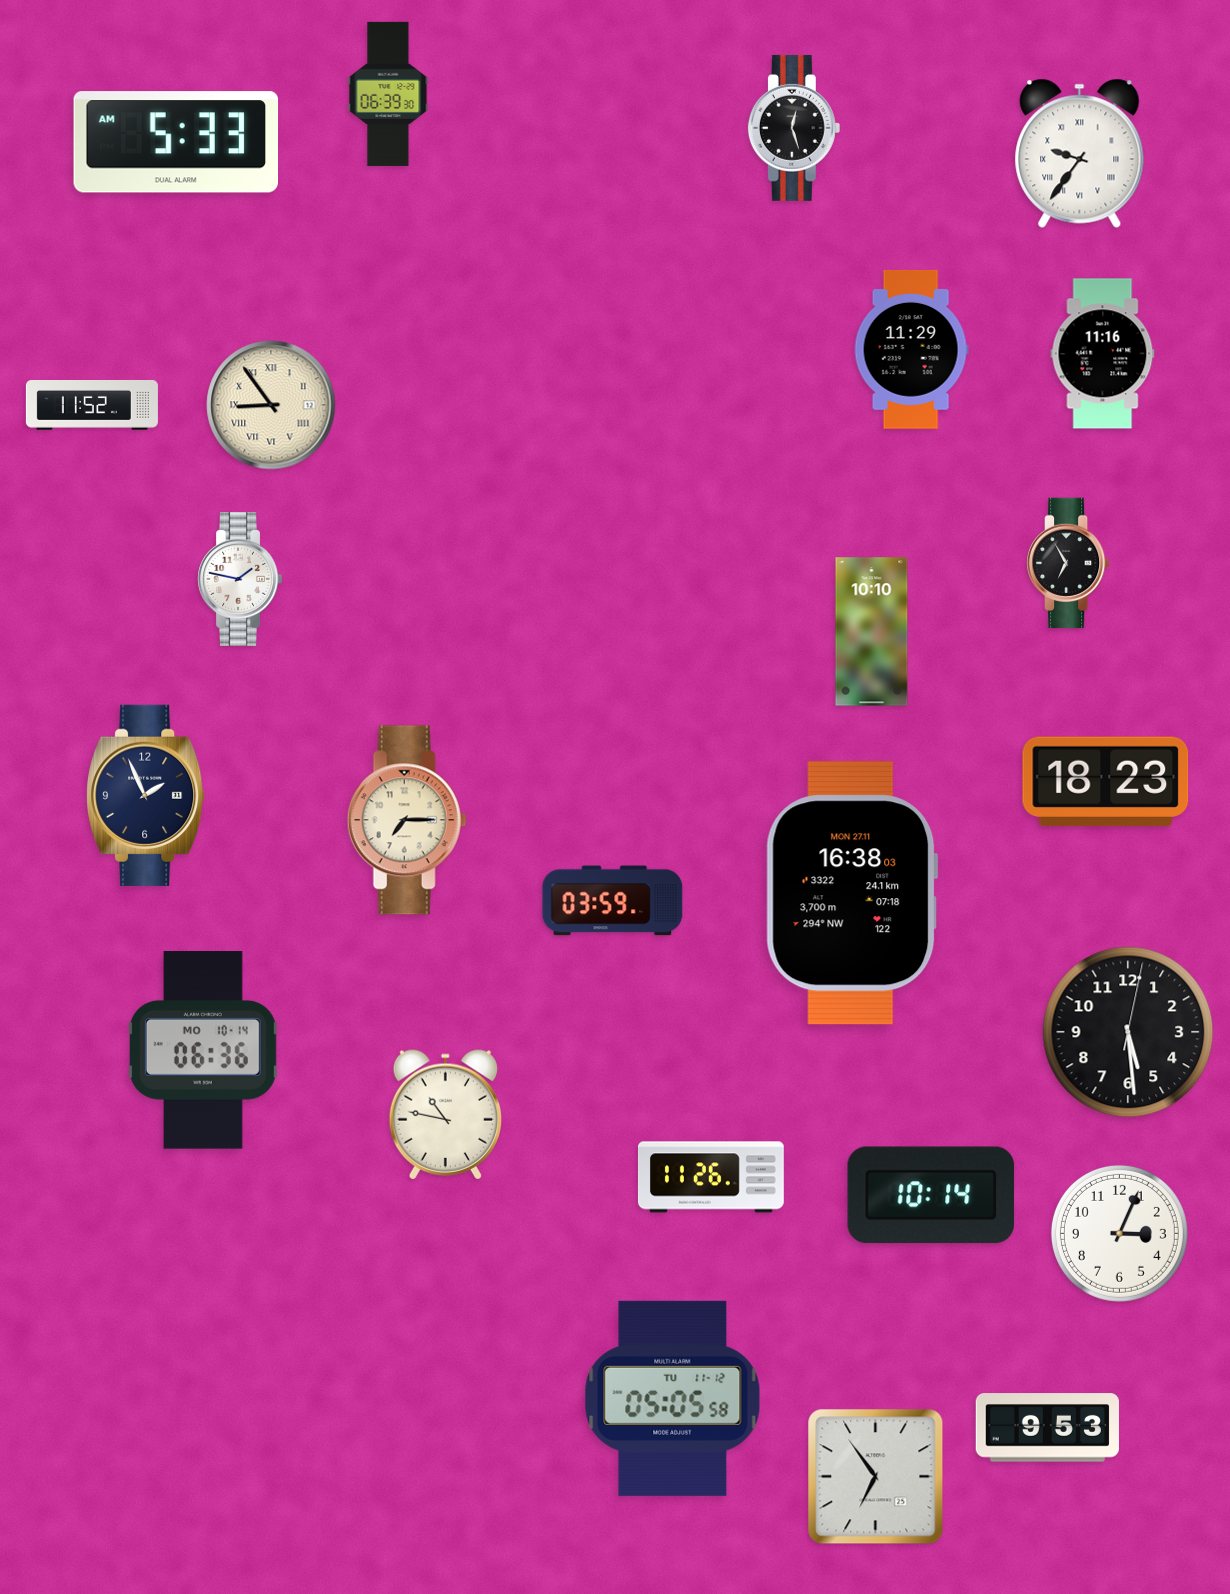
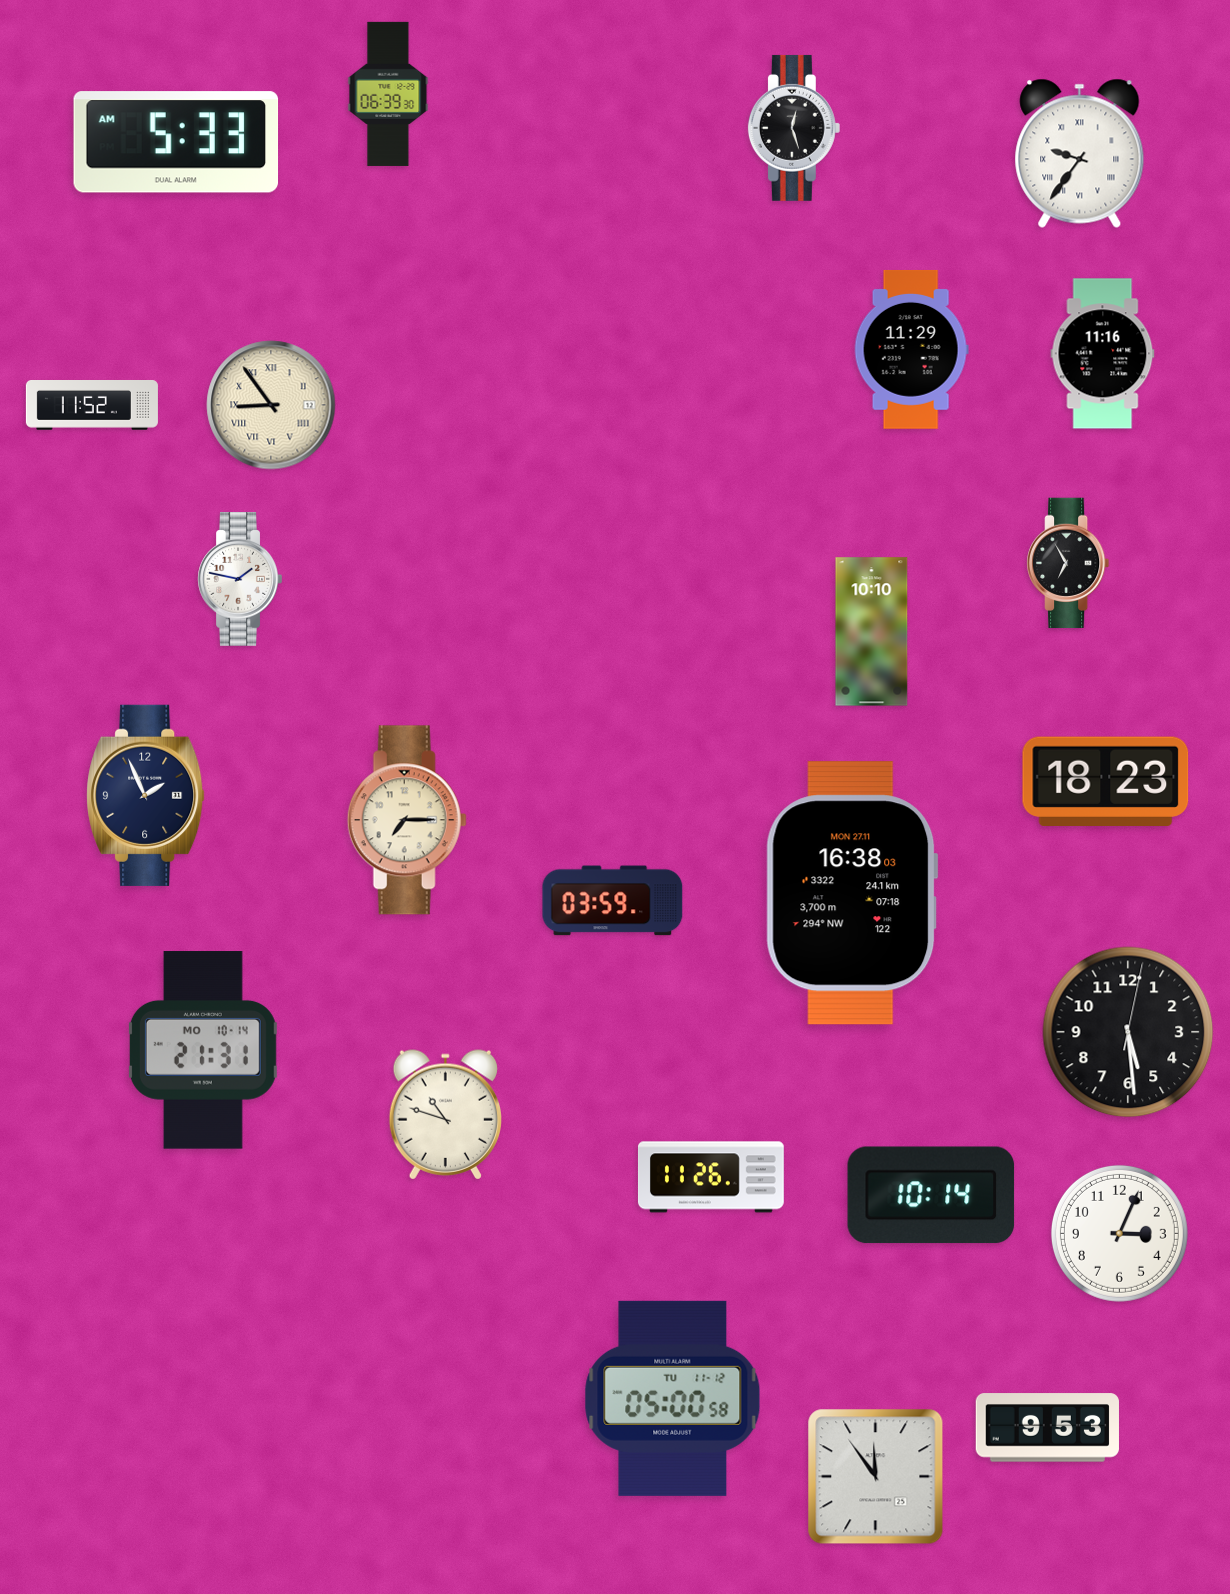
clock at (203, 1050): 06:36 -> 21:31
clock at (445, 1115): 10:47 -> 10:48
clock at (673, 1398): 05:05 -> 05:00
clock at (876, 1477): 6:54 -> 11:54
